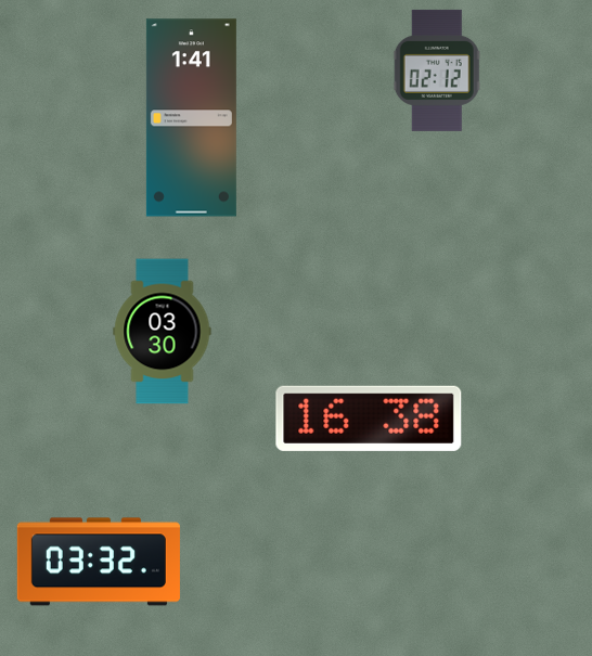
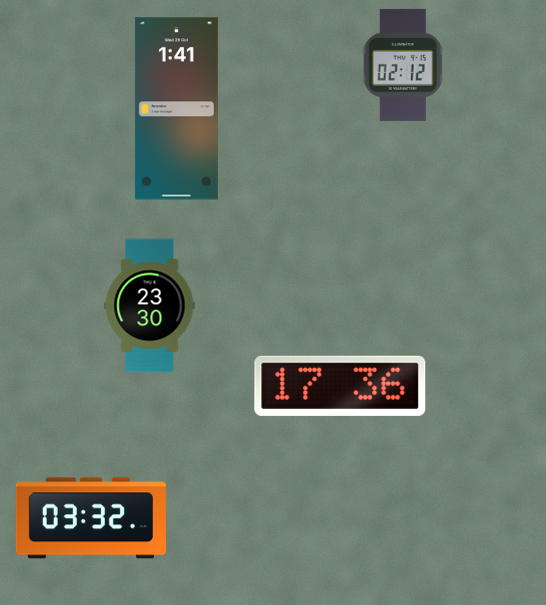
clock at (163, 332): 03:30 -> 23:30
clock at (369, 419): 16:38 -> 17:36
